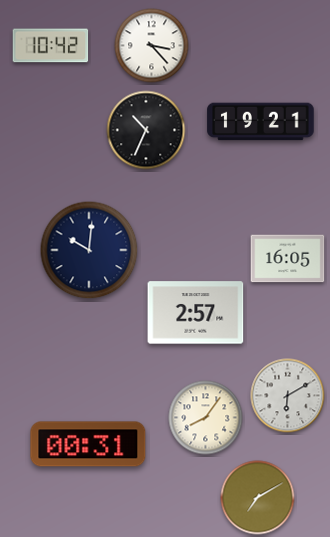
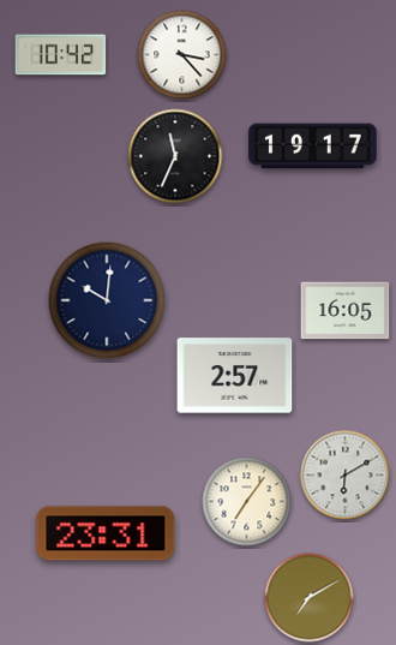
clock at (261, 122): 19:21 -> 19:17
clock at (146, 130): 10:34 -> 11:34
clock at (206, 418): 8:06 -> 7:06
clock at (88, 444): 00:31 -> 23:31
